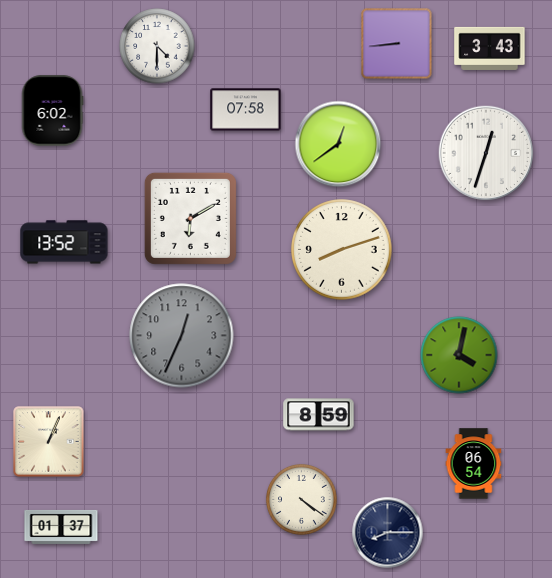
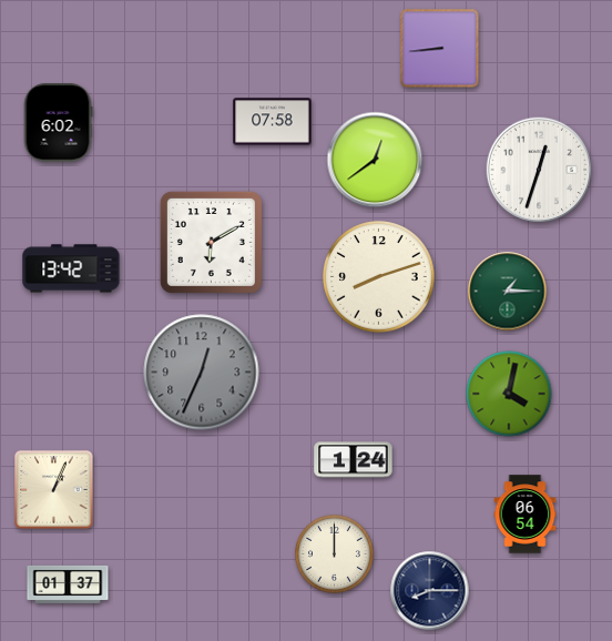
clock at (157, 46): 4:30 -> none
clock at (490, 48): 3:43 -> none
clock at (64, 242): 13:52 -> 13:42
clock at (508, 292): none -> 1:15
clock at (319, 415): 8:59 -> 1:24
clock at (301, 499): 4:21 -> 12:00
